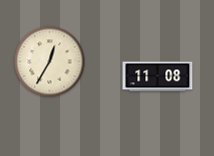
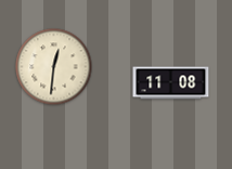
clock at (50, 62): 12:35 -> 12:31
